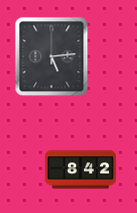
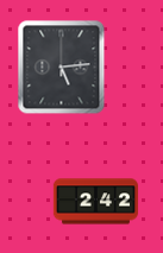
clock at (80, 170): 8:42 -> 2:42
